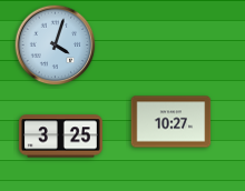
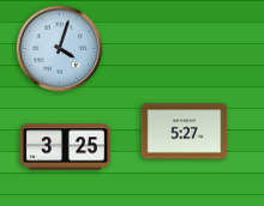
clock at (171, 122): 10:27 -> 5:27
